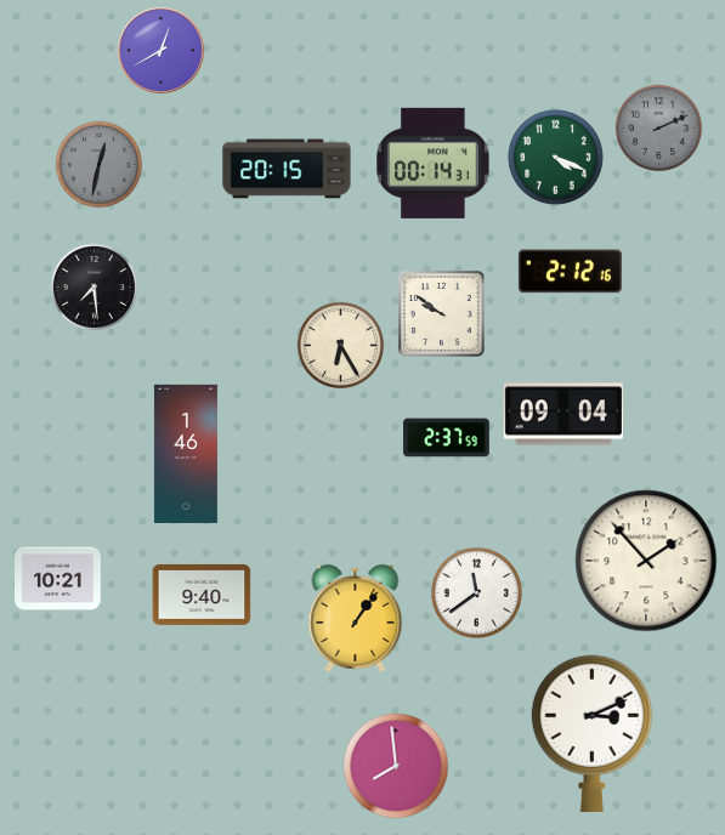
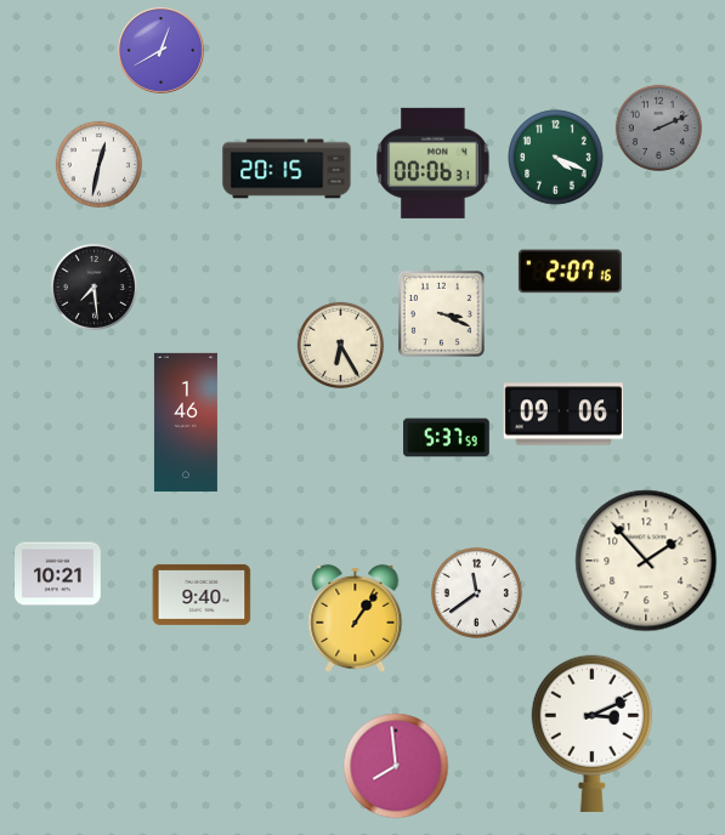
clock at (434, 163): 00:14 -> 00:06
clock at (100, 165) dial: grey -> white
clock at (570, 272): 2:12 -> 2:07
clock at (441, 313): 9:51 -> 3:19
clock at (562, 414): 09:04 -> 09:06
clock at (447, 438): 2:37 -> 5:37
clock at (186, 454) position: (186, 454) -> (186, 422)
clock at (58, 579) position: (58, 579) -> (58, 574)
